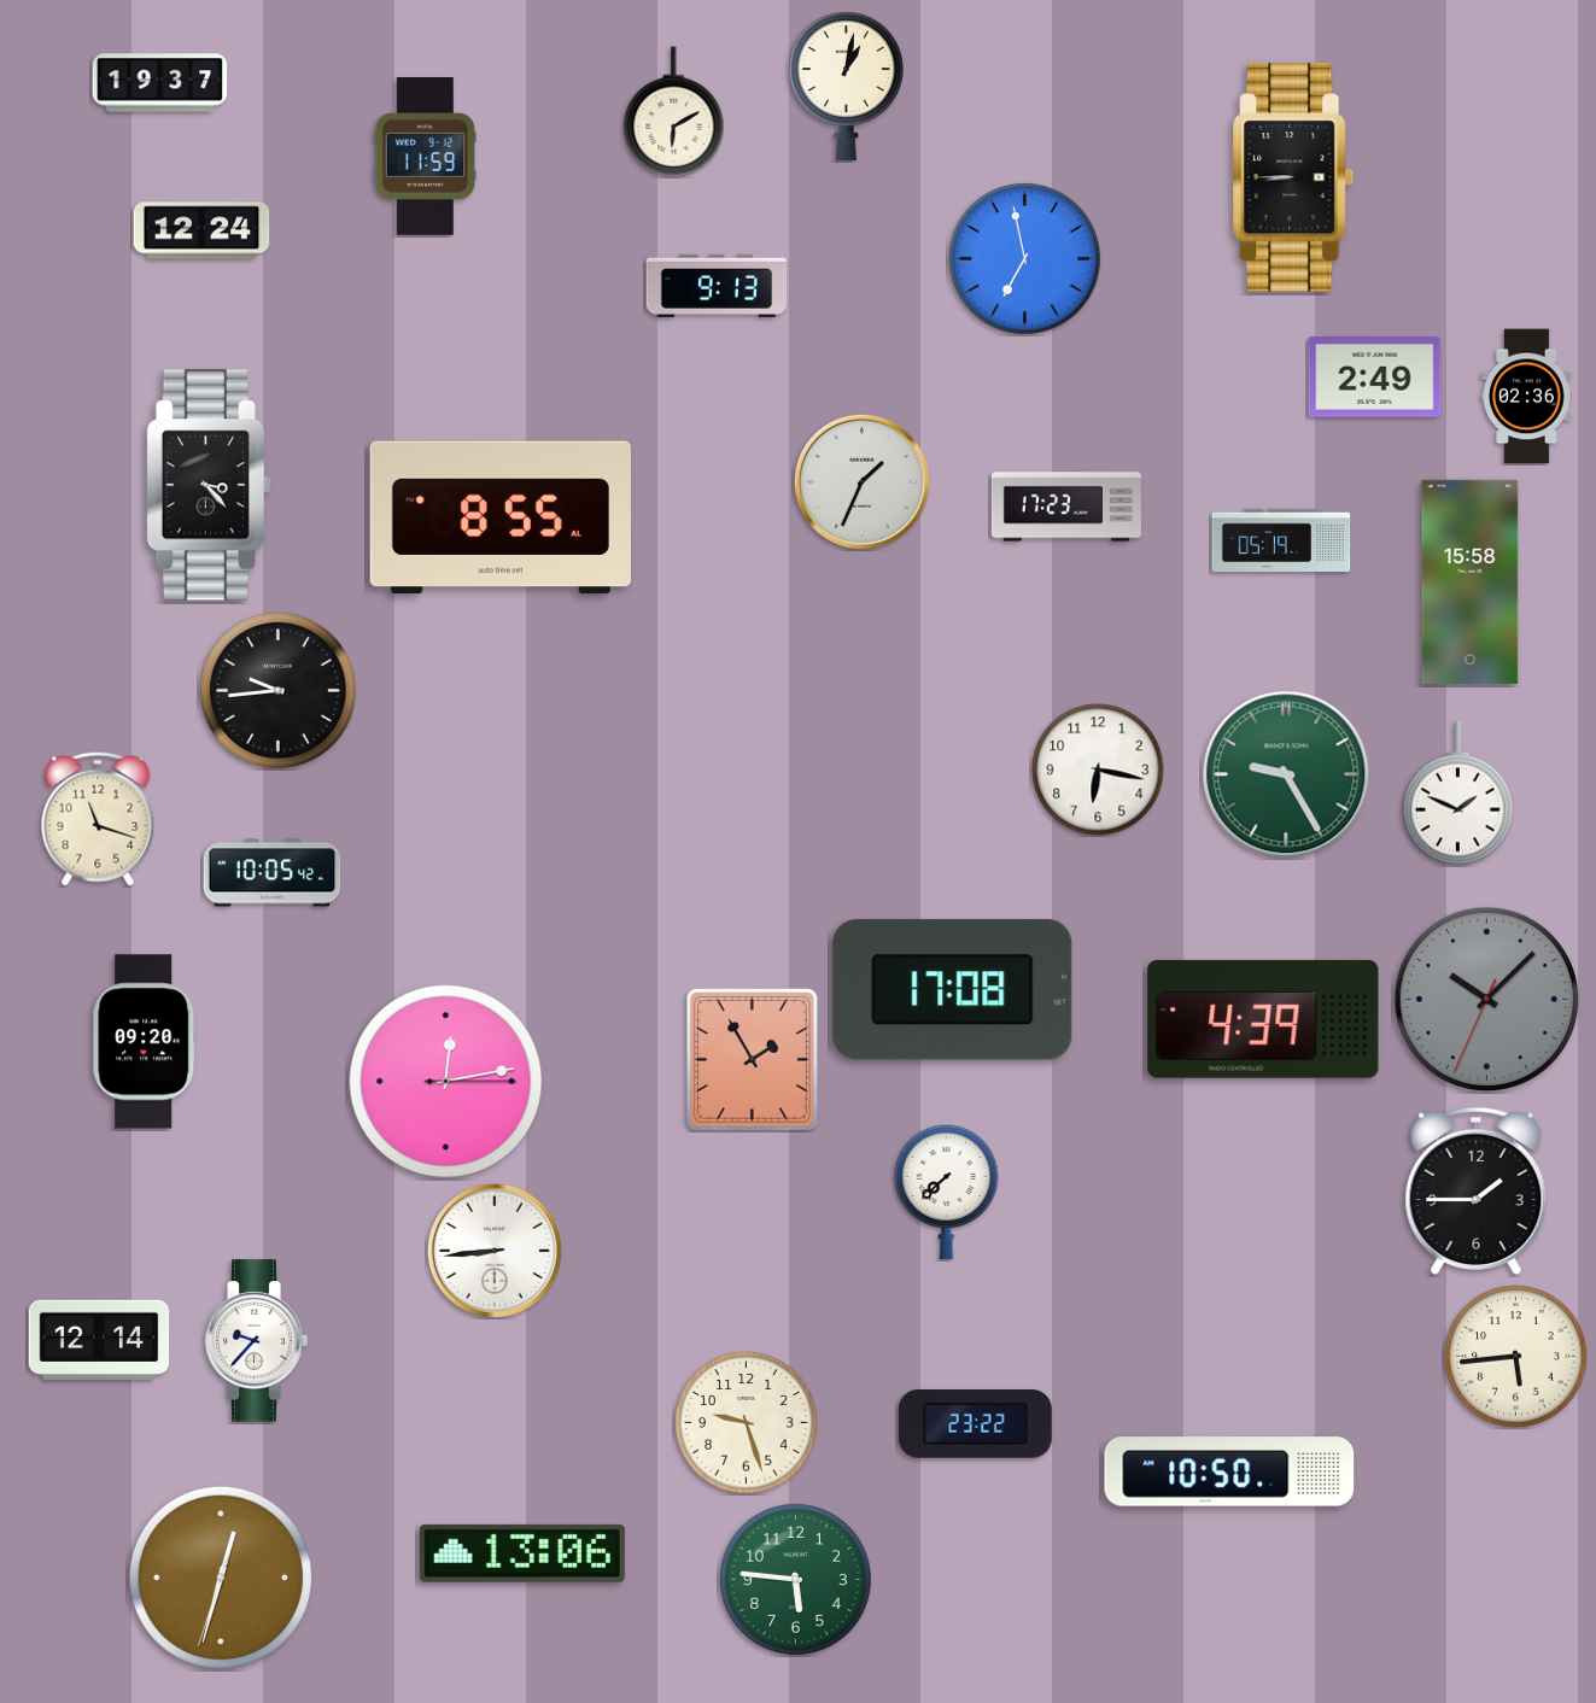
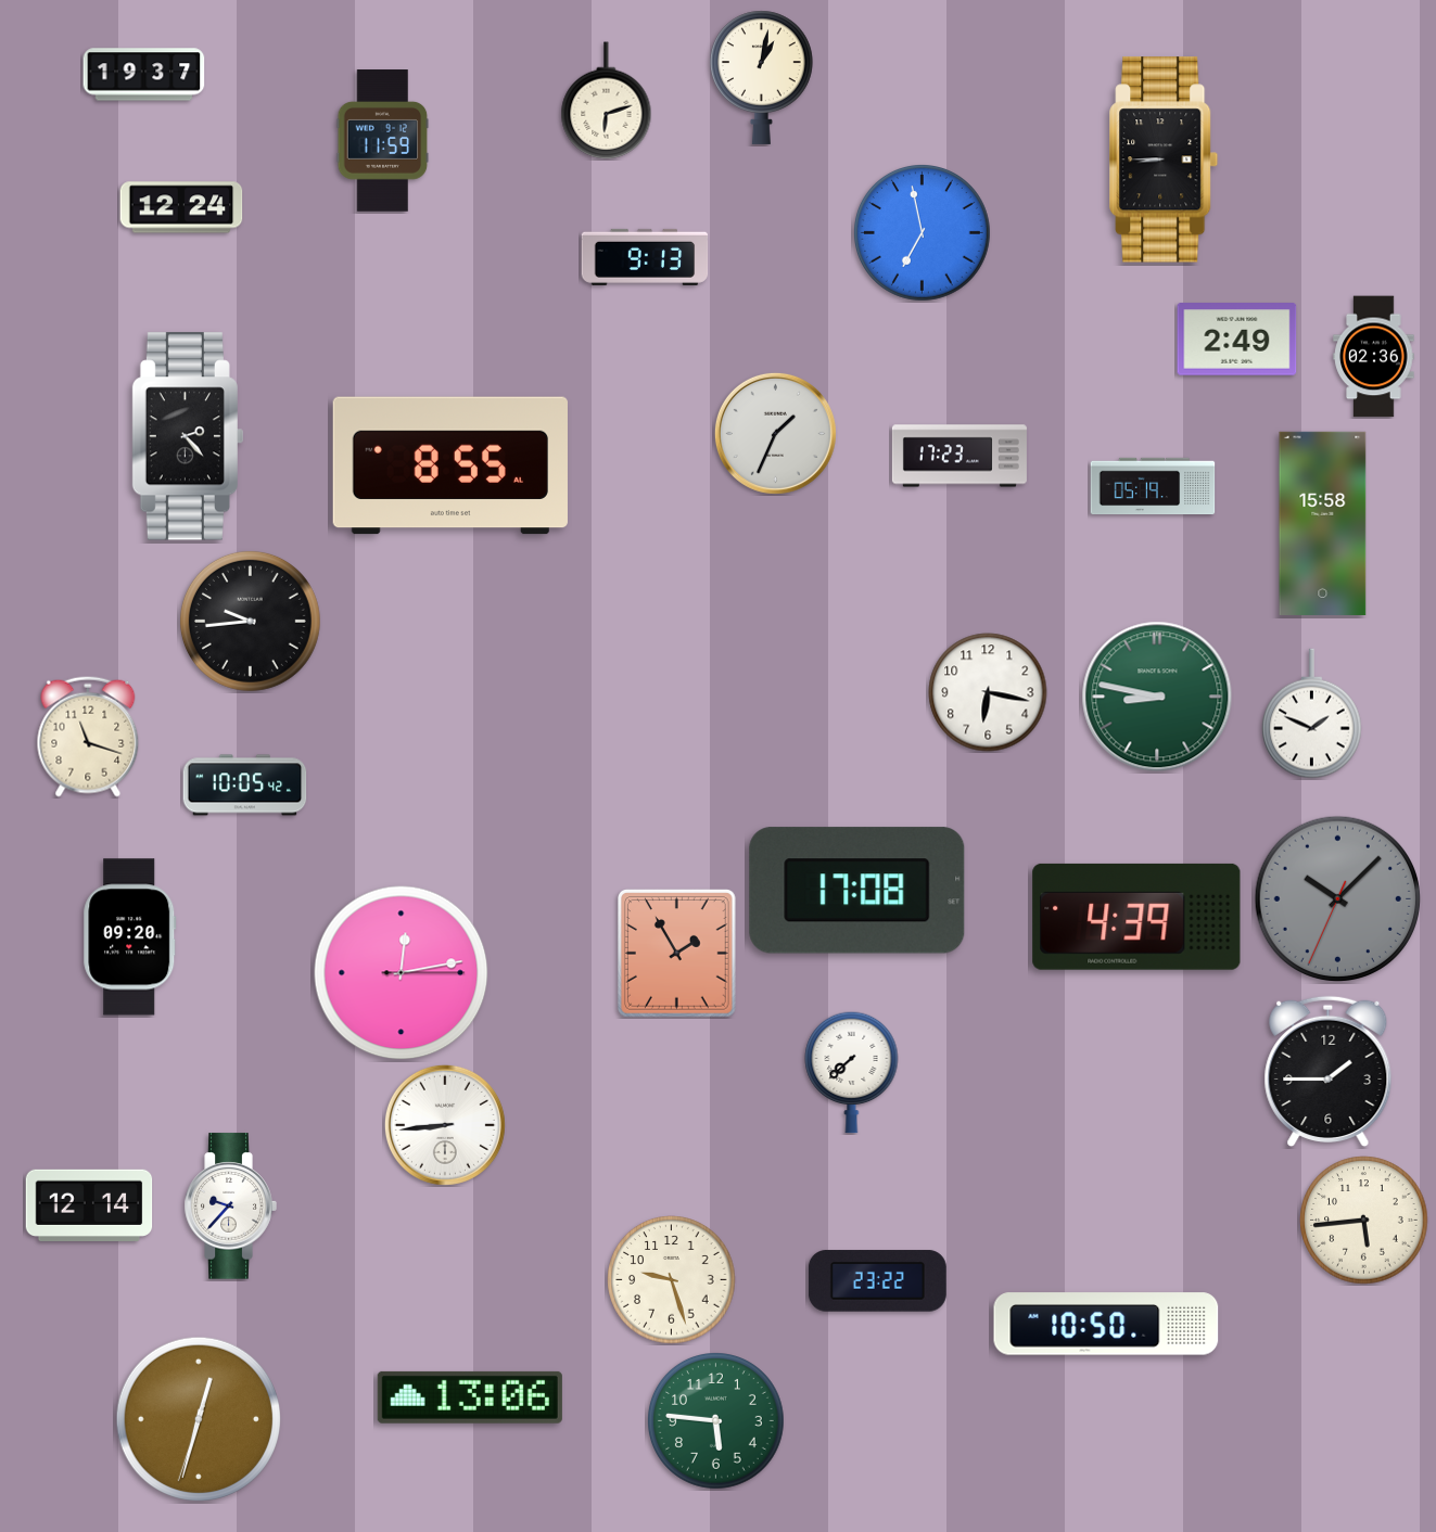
clock at (674, 112): 6:10 -> 6:12
clock at (209, 485): 3:23 -> 2:23
clock at (1286, 774): 9:25 -> 8:47
